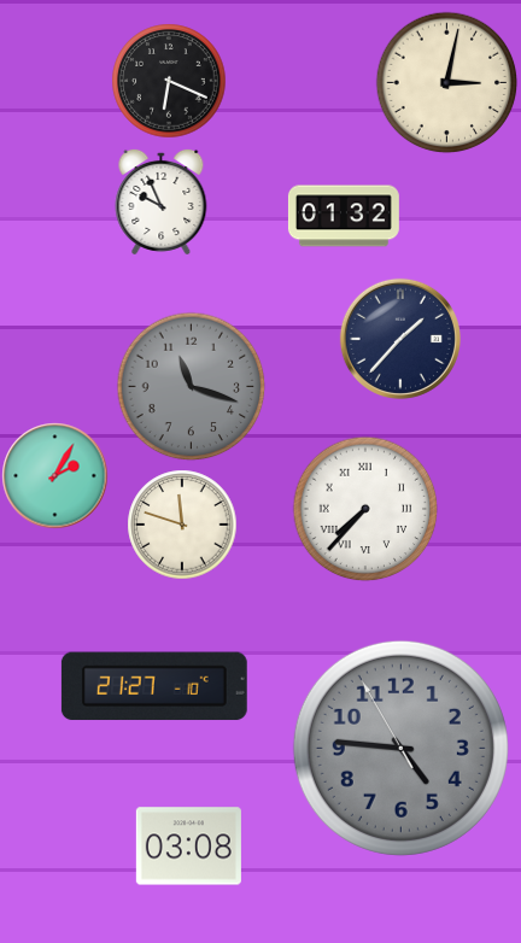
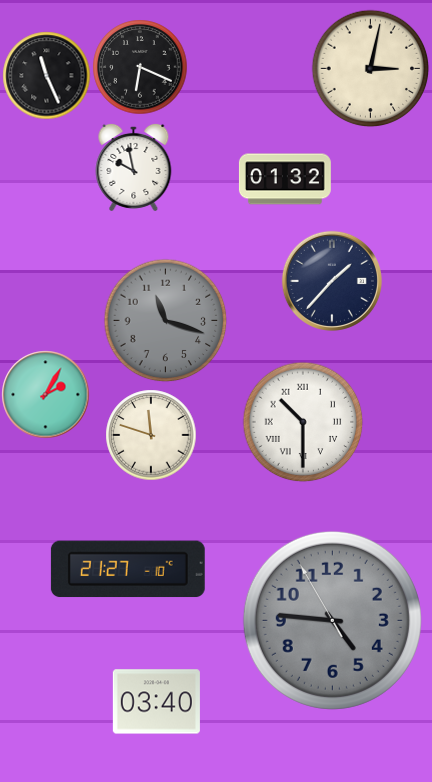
clock at (46, 75): none -> 11:26
clock at (162, 201): 9:56 -> 9:58
clock at (191, 386) position: (191, 386) -> (165, 320)
clock at (365, 509): 7:37 -> 10:30
clock at (188, 847): 03:08 -> 03:40
